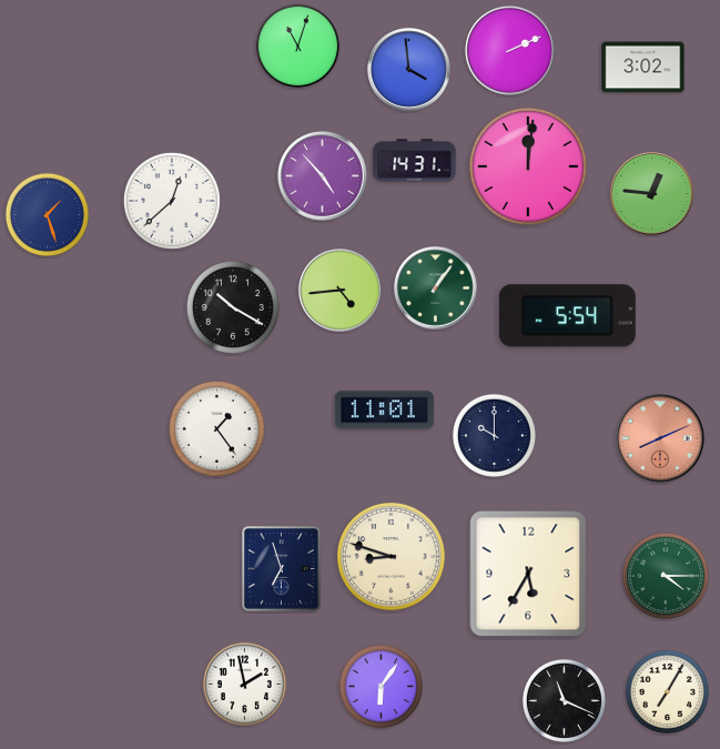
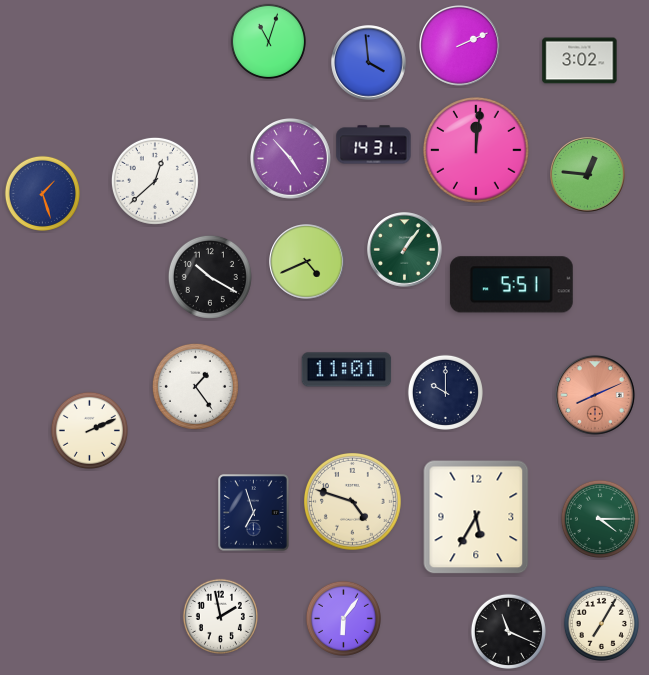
clock at (436, 289) position: (436, 289) -> (405, 250)
clock at (341, 291): 4:44 -> 4:41
clock at (567, 316): 5:54 -> 5:51
clock at (89, 430): none -> 2:11
clock at (392, 557): 8:48 -> 4:48
